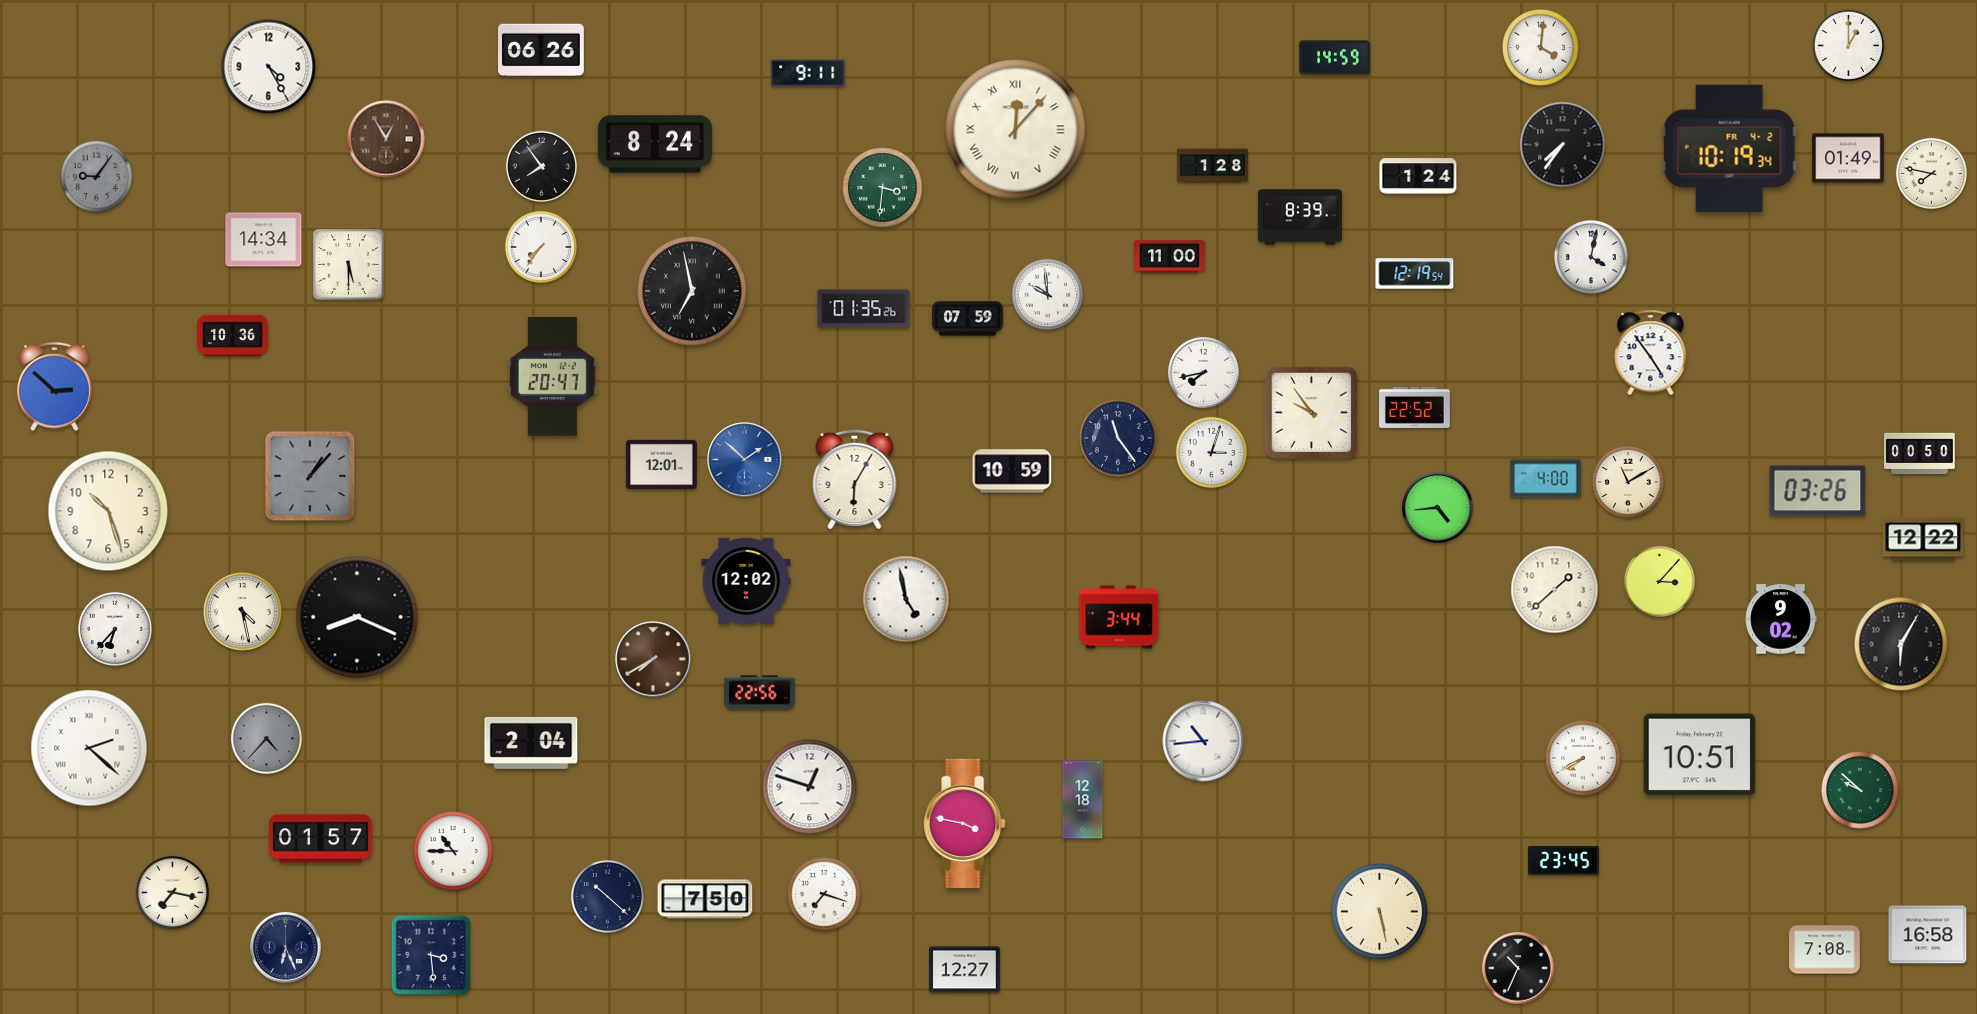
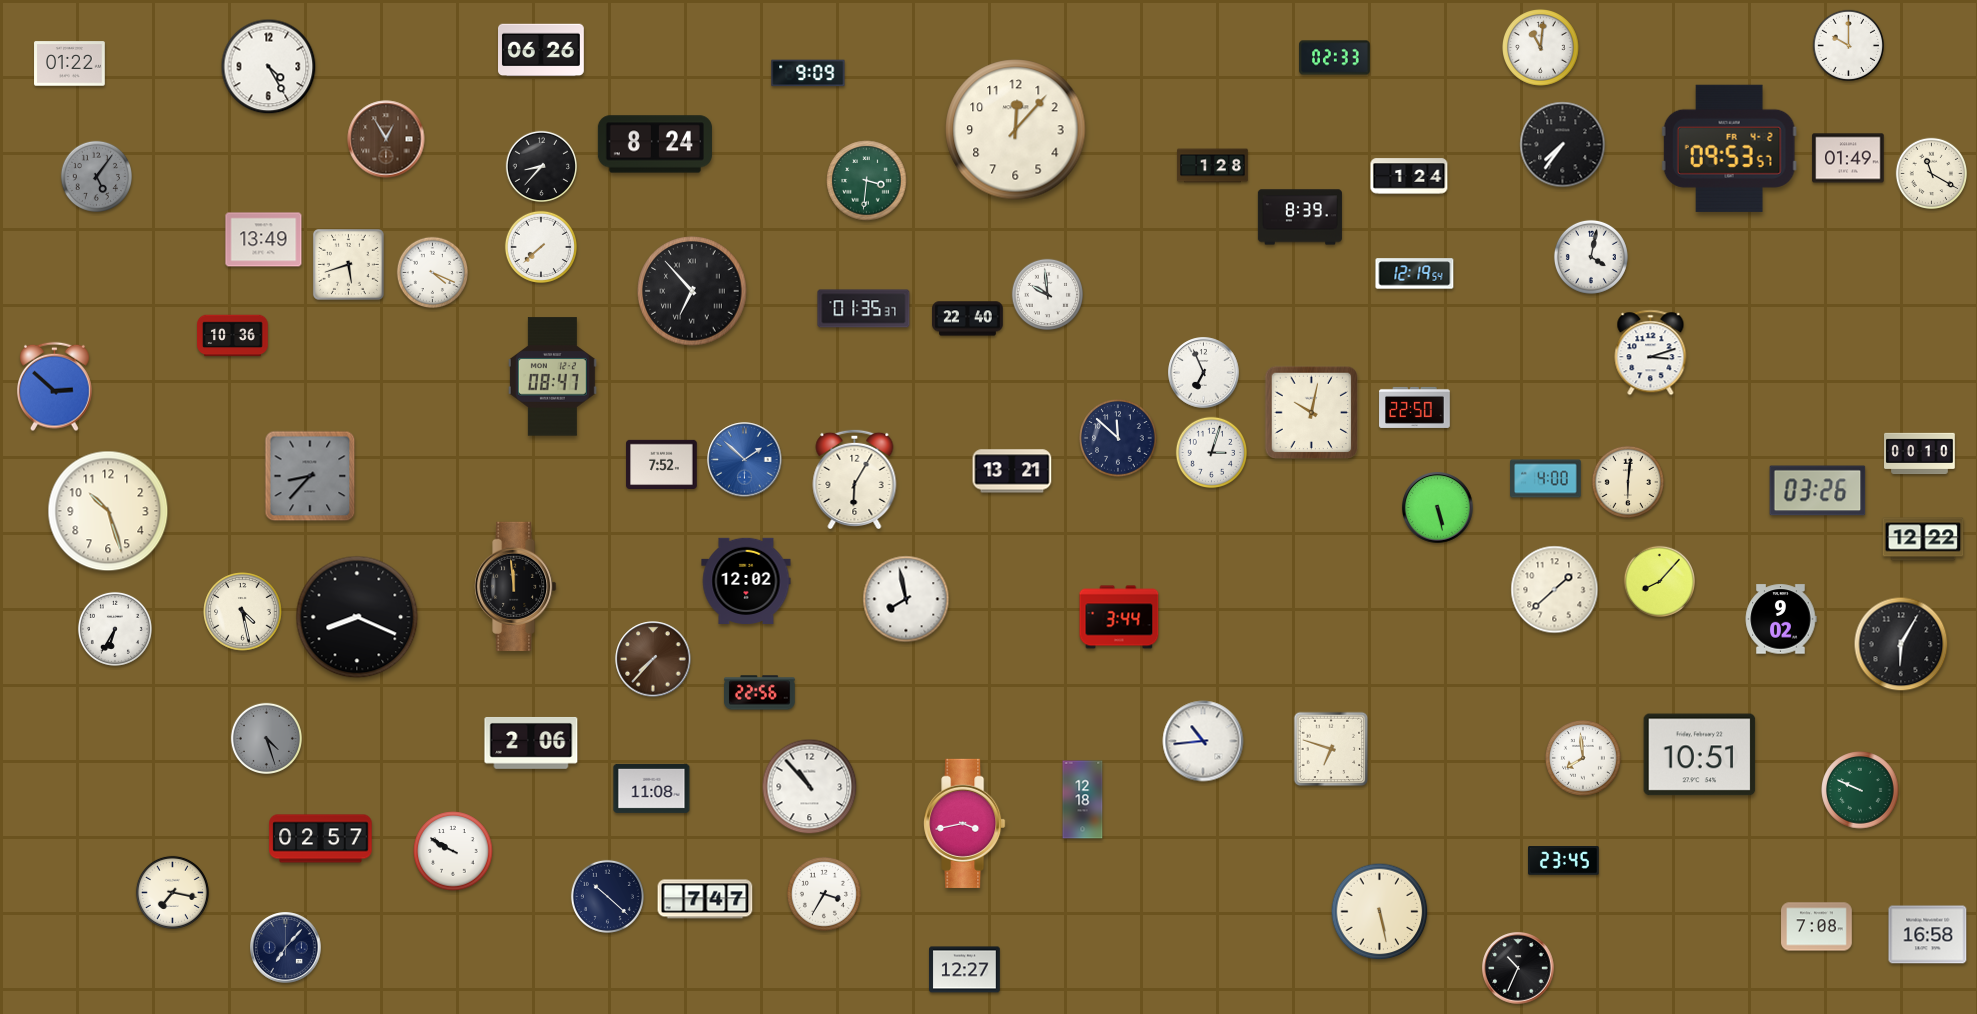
clock at (1848, 45): 1:00 -> 10:00
clock at (1541, 48): 4:01 -> 11:01
clock at (1335, 58): 14:59 -> 02:33
clock at (70, 64): none -> 01:22
clock at (808, 73): 9:11 -> 9:09
clock at (1016, 130) numerals: Roman -> Arabic
clock at (1729, 148): 10:19 -> 09:53
clock at (541, 166): 7:54 -> 8:37
clock at (1931, 173): 7:47 -> 11:20
clock at (96, 176): 9:06 -> 5:06
clock at (1418, 176) position: (1418, 176) -> (1409, 176)
clock at (883, 188) position: (883, 188) -> (867, 181)
clock at (264, 240): 14:34 -> 13:49
clock at (541, 247): 7:36 -> 7:38
clock at (1170, 257): 11:00 -> none
clock at (348, 264): 5:30 -> 5:42
clock at (432, 272): none -> 4:19
clock at (692, 291): 6:58 -> 6:53
clock at (864, 309): 01:35:26 -> 01:35:37
clock at (968, 319): 07:59 -> 22:40
clock at (1651, 353): 4:54 -> 3:12
clock at (1204, 373): 7:43 -> 6:56
clock at (552, 377): 20:47 -> 08:47
clock at (1415, 407): 22:52 -> 22:50
clock at (1312, 413): 9:54 -> 10:02
clock at (1118, 438): 11:24 -> 11:52
clock at (1920, 454): 00:50 -> 00:10
clock at (662, 464): 12:01 -> 7:52
clock at (1012, 471): 10:59 -> 13:21
clock at (310, 476): 1:07 -> 8:37
clock at (1628, 482): 11:10 -> 6:01
clock at (1438, 508): 4:44 -> 5:28
clock at (1659, 581): 3:07 -> 8:07
clock at (516, 586): none -> 11:59
clock at (906, 599): 4:58 -> 7:58
clock at (115, 629): 6:37 -> 6:35
clock at (653, 659): 7:40 -> 7:37
clock at (266, 738): 4:37 -> 4:27
clock at (531, 743): 2:04 -> 2:06
clock at (89, 748): 2:22 -> none
clock at (1331, 749): none -> 6:48
clock at (1583, 758): 7:40 -> 7:59
clock at (810, 787): 12:48 -> 10:53
clock at (652, 788): none -> 11:08
clock at (1860, 790): 9:52 -> 9:49
clock at (965, 823): 3:47 -> 3:43
clock at (321, 839): 01:57 -> 02:57
clock at (453, 851): 10:45 -> 9:50
clock at (824, 894): 7:18 -> 3:35
clock at (705, 899): 7:50 -> 7:47
clock at (286, 948): 6:26 -> 7:07
clock at (1825, 950) position: (1825, 950) -> (1817, 927)
clock at (431, 955): 3:29 -> none
